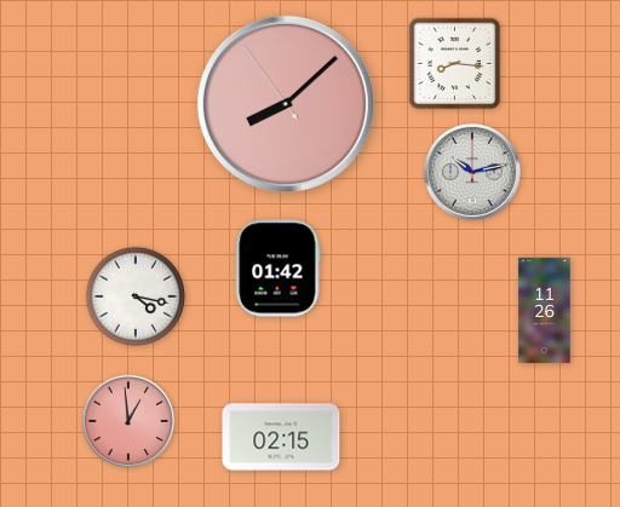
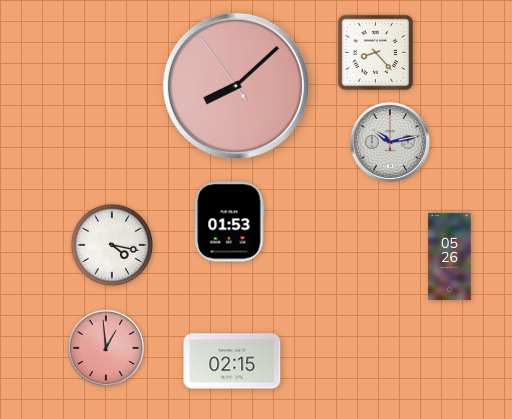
clock at (455, 64): 8:16 -> 8:23
clock at (277, 269): 01:42 -> 01:53
clock at (545, 311): 11:26 -> 05:26
